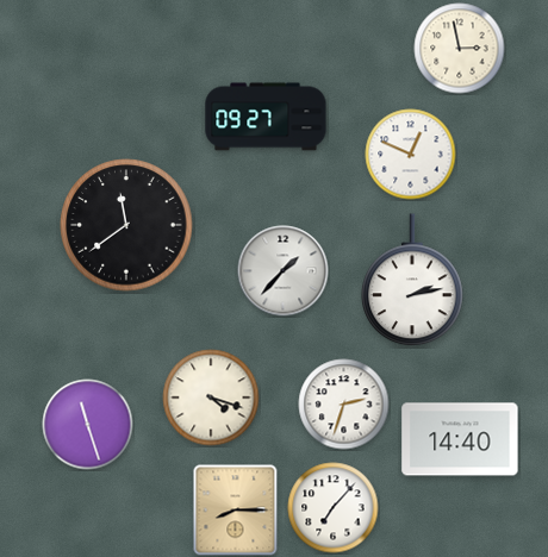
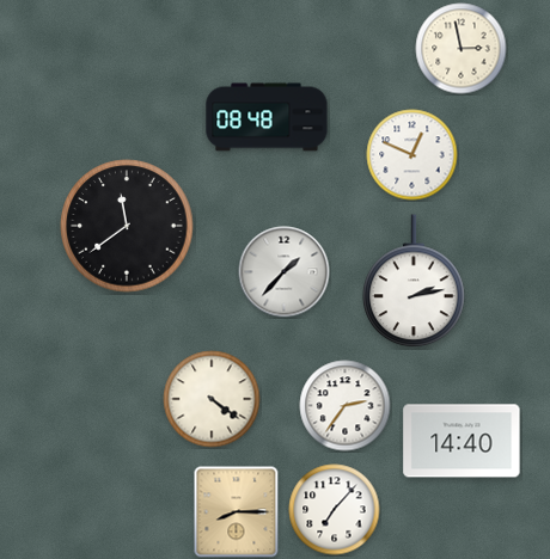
clock at (266, 117): 09:27 -> 08:48
clock at (211, 398): 4:18 -> 4:21
clock at (344, 405): 2:33 -> 2:36
clock at (88, 425): 11:27 -> none
